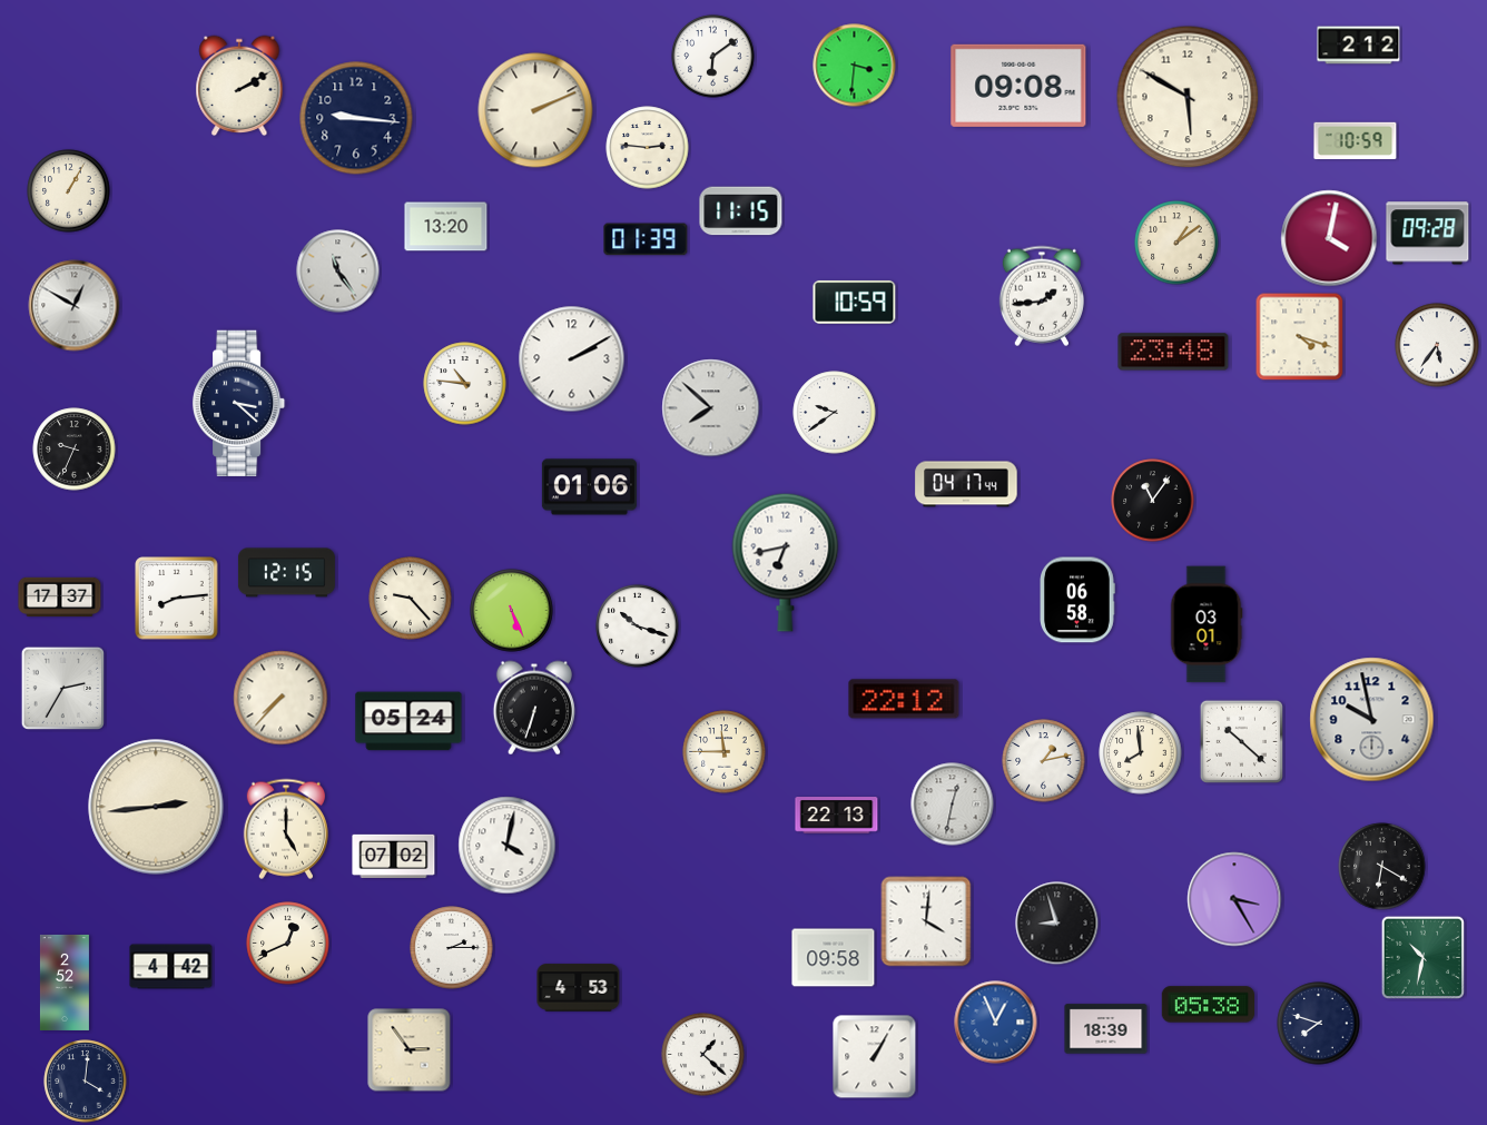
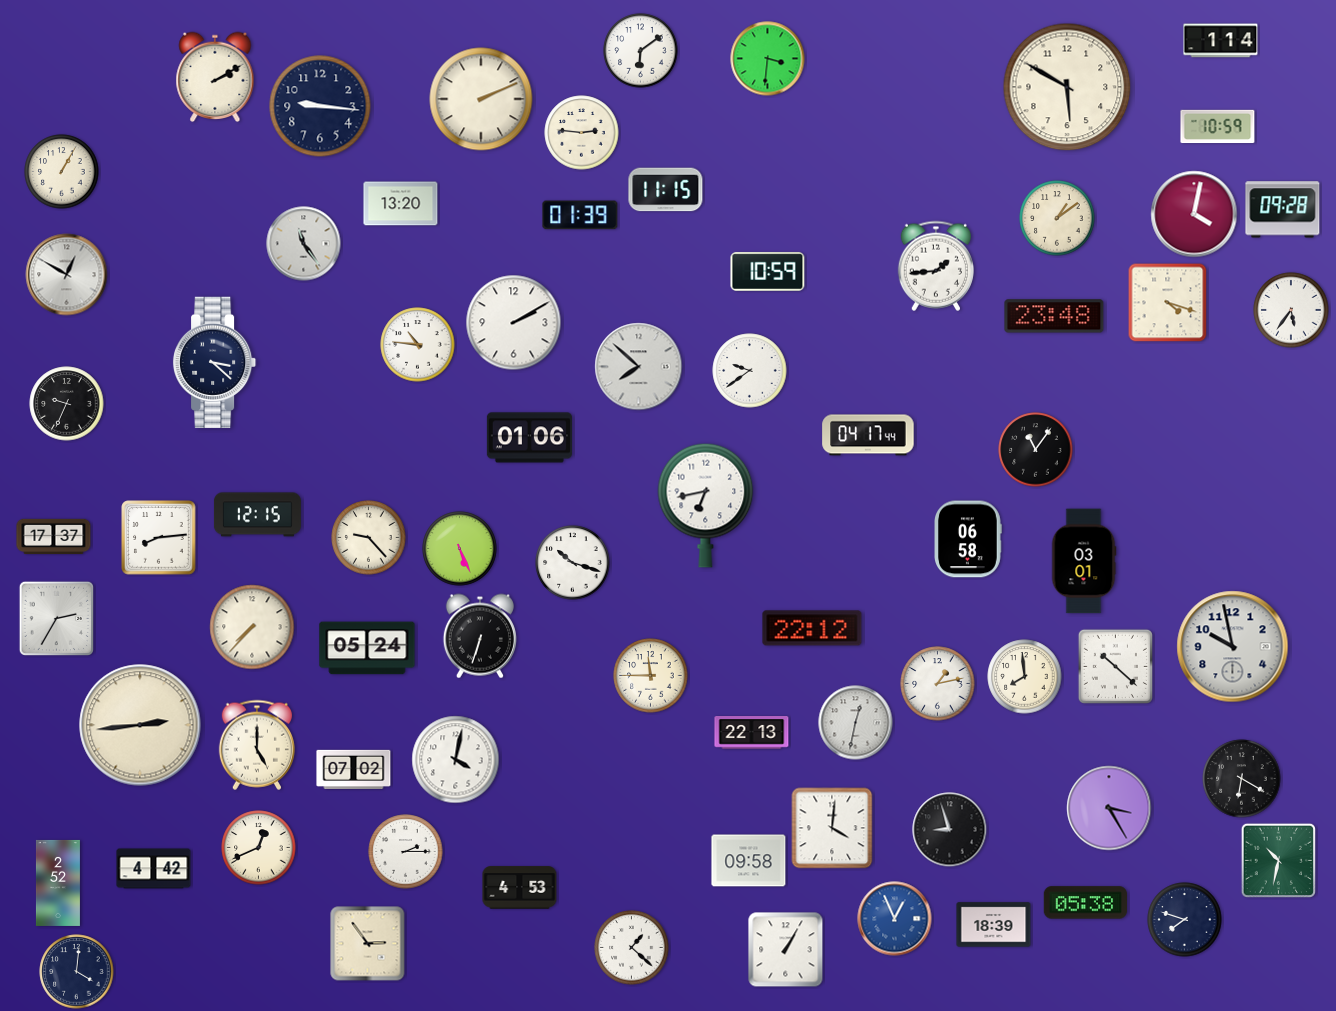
clock at (1359, 46): 2:12 -> 1:14
clock at (1018, 86): 09:08 -> none
